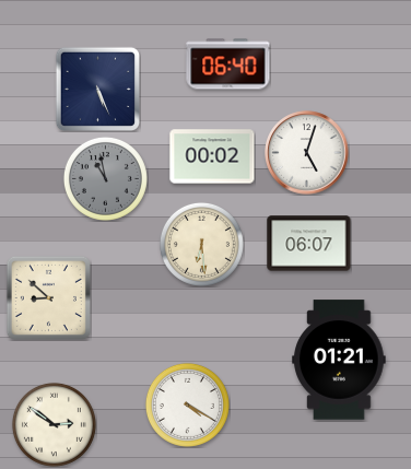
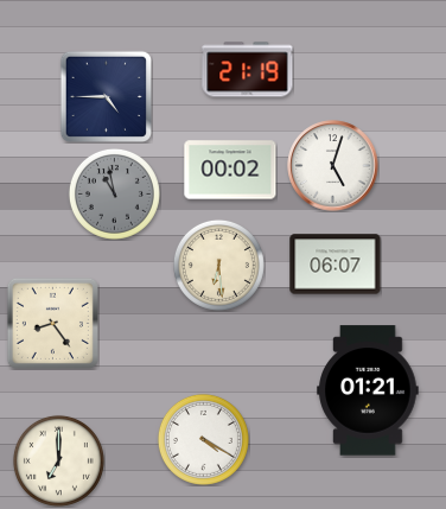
clock at (228, 65): 06:40 -> 21:19
clock at (97, 89): 5:26 -> 4:45
clock at (48, 297): 8:52 -> 8:24
clock at (54, 424): 2:51 -> 7:00
